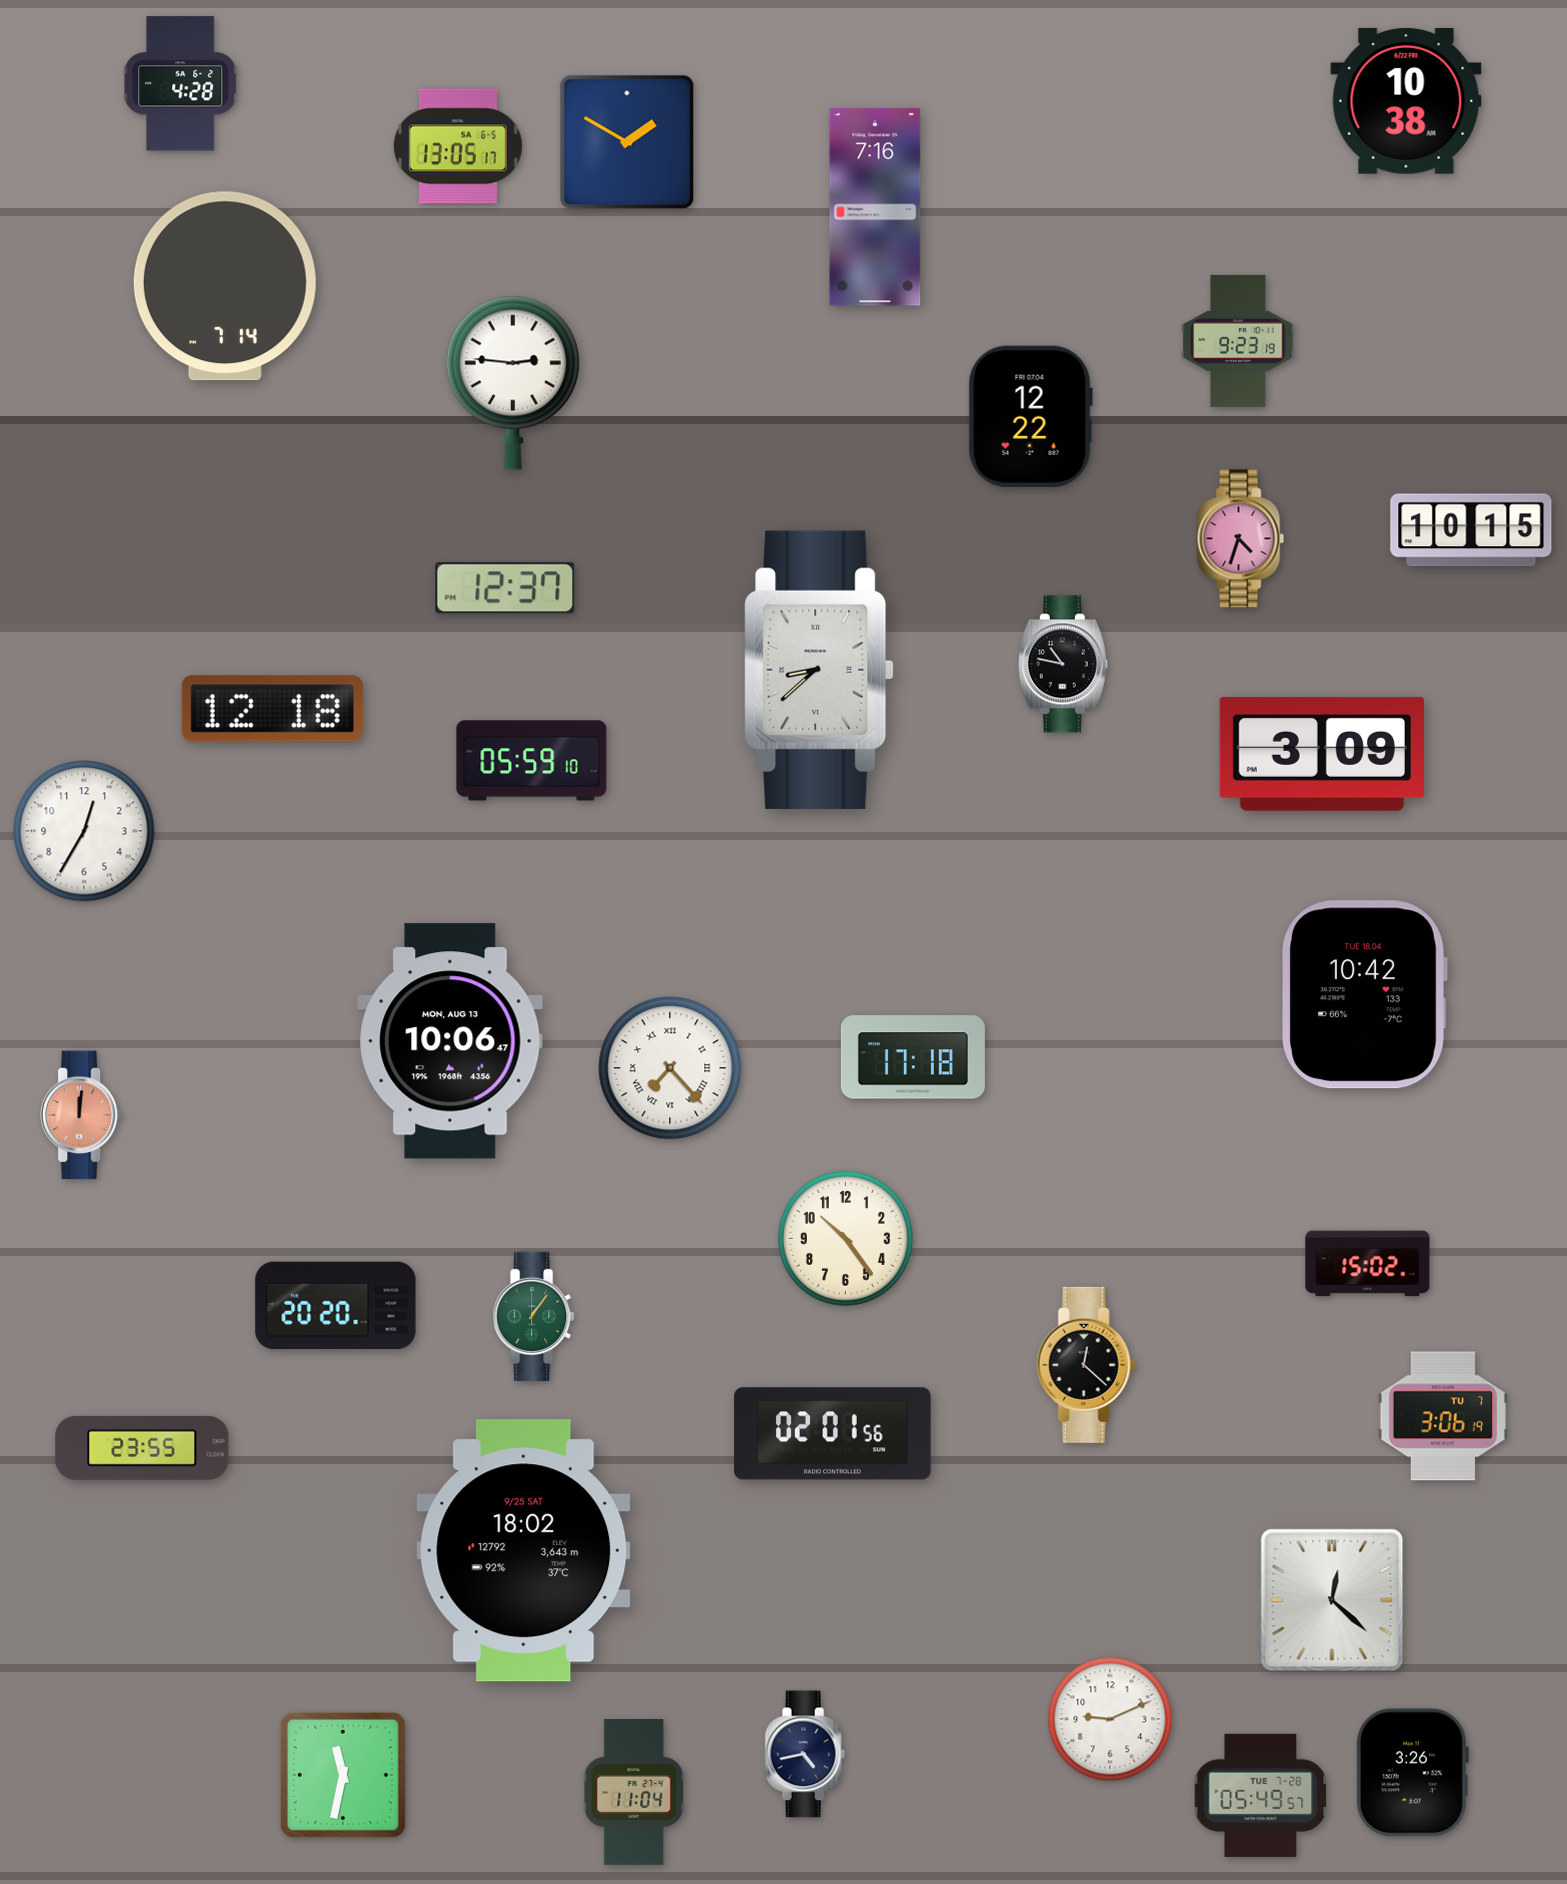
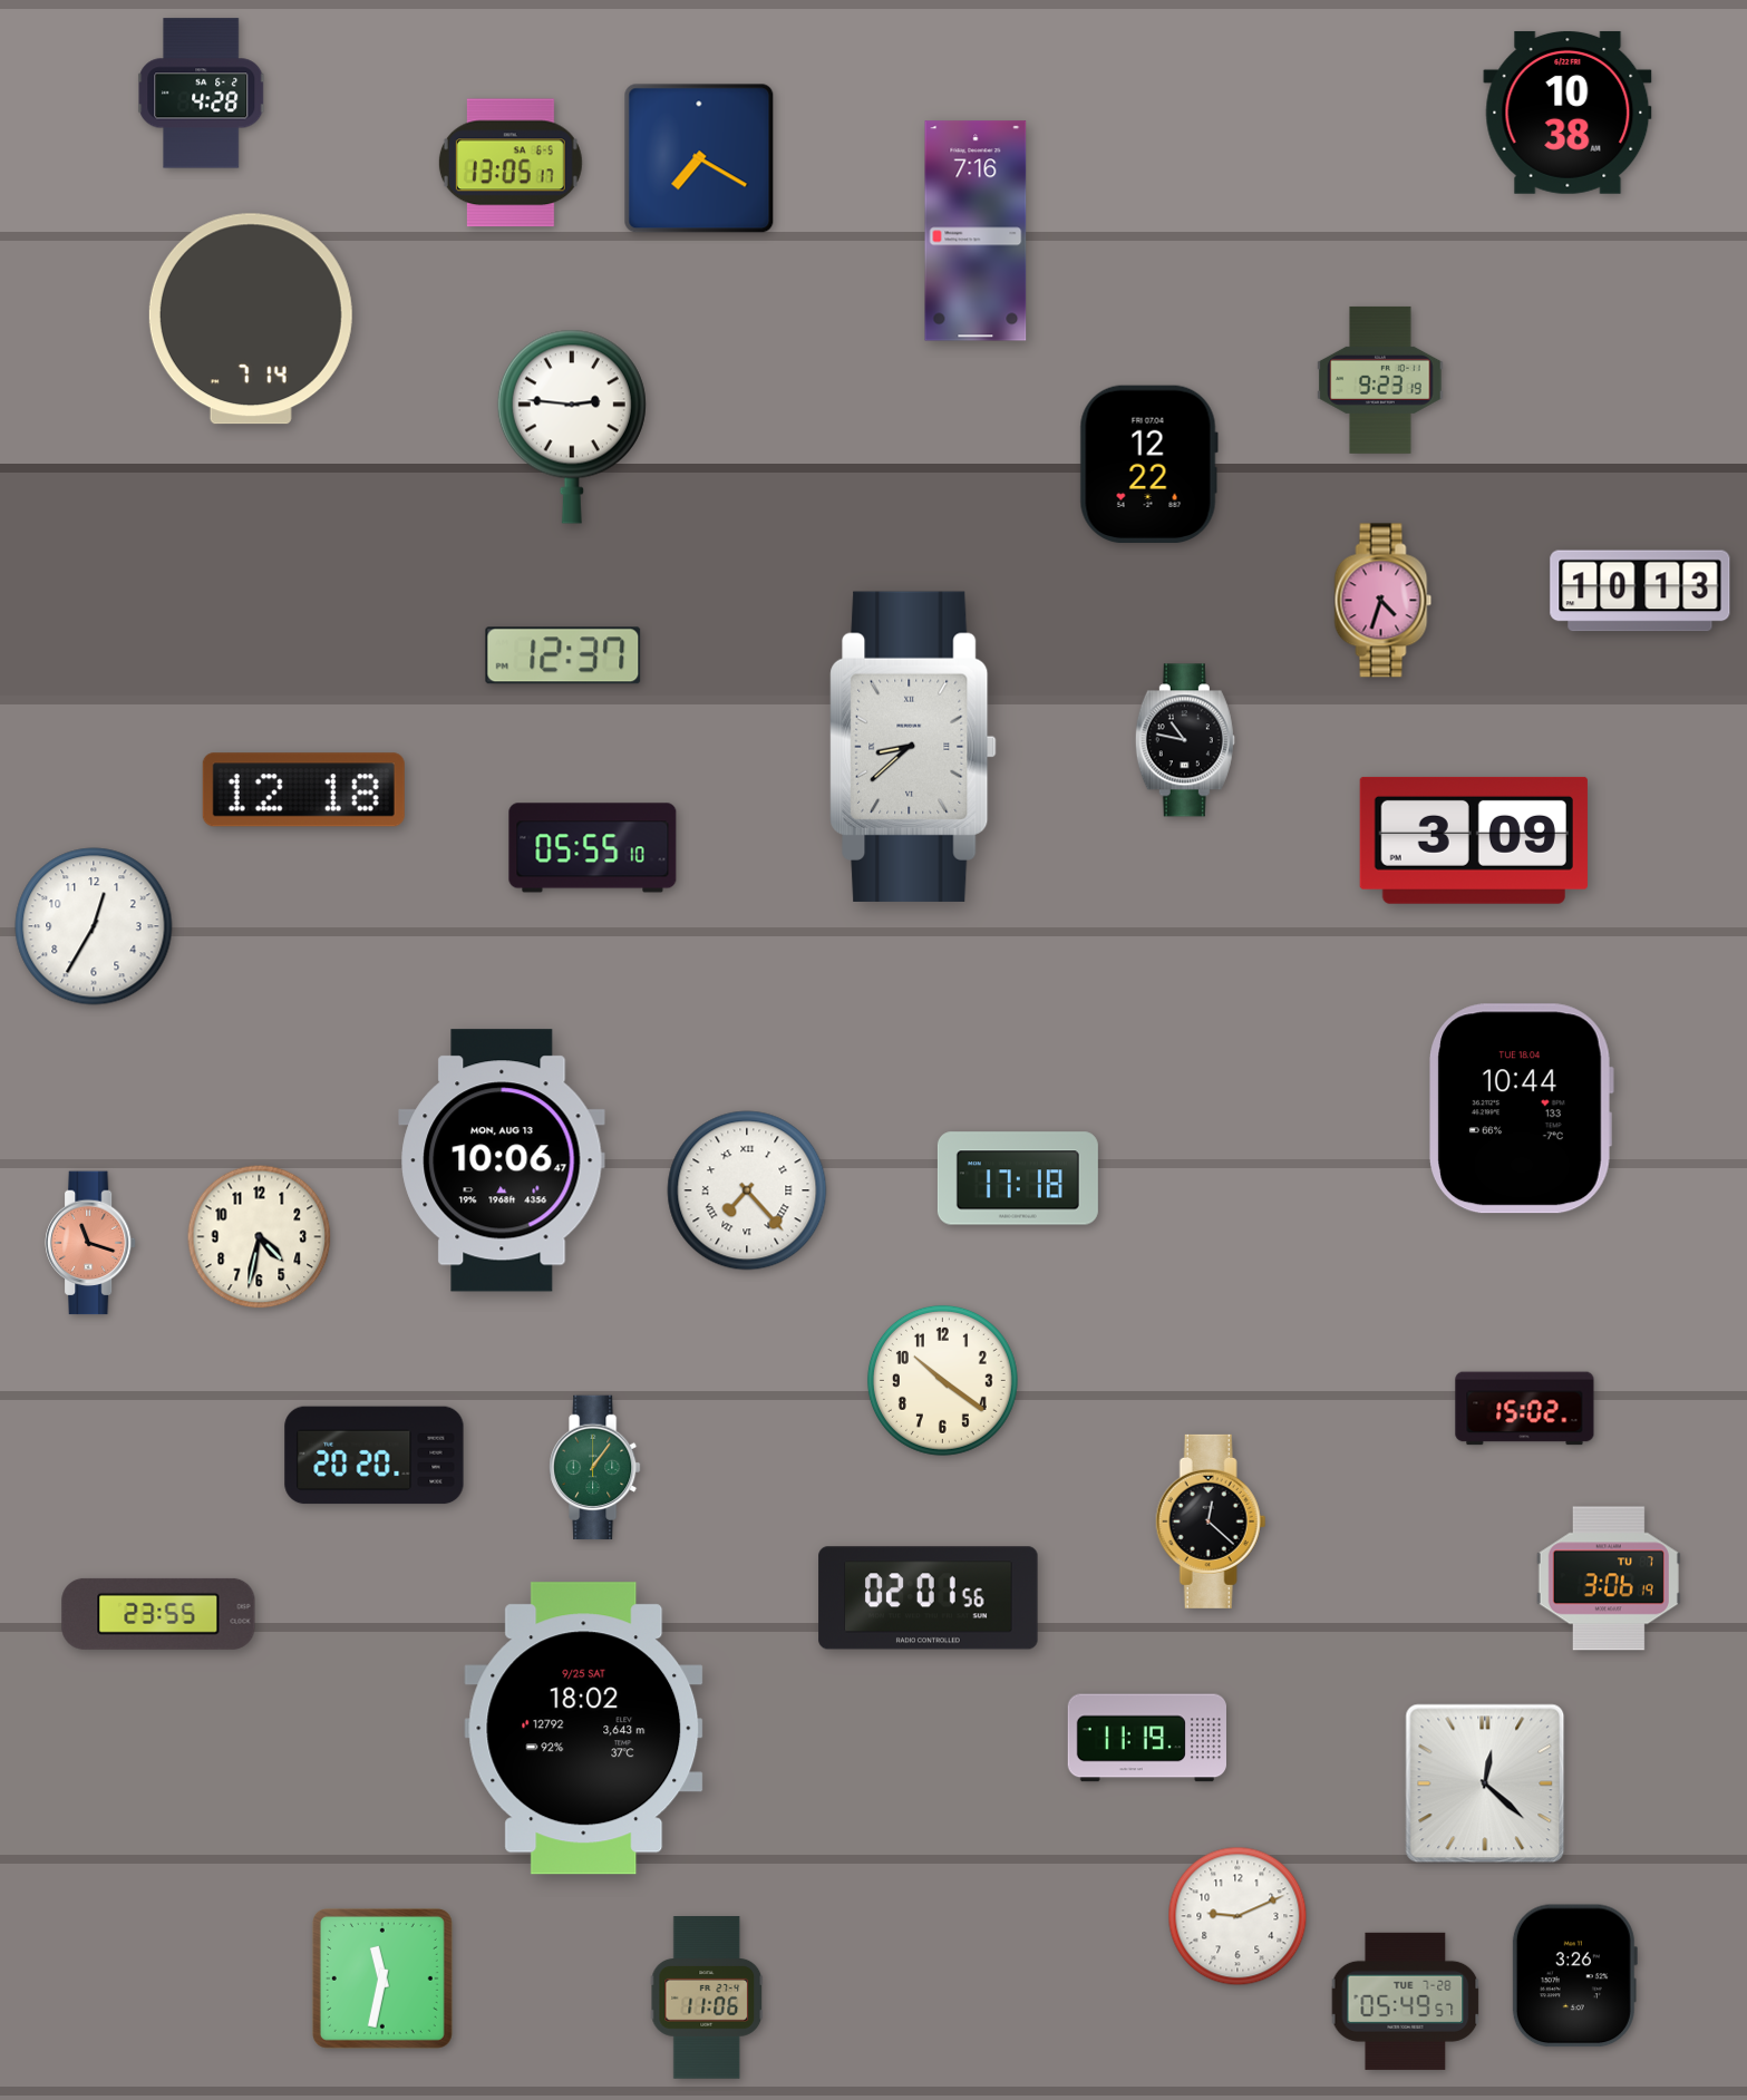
clock at (627, 142): 1:50 -> 7:20
clock at (1471, 530): 10:15 -> 10:13
clock at (532, 761): 05:59 -> 05:55
clock at (1364, 995): 10:42 -> 10:44
clock at (260, 1237): none -> 4:32
clock at (81, 1115): 12:01 -> 11:18
clock at (845, 1238): 10:24 -> 10:21
clock at (1147, 1738): none -> 11:19
clock at (805, 1754): 4:43 -> none
clock at (634, 1792): 11:04 -> 11:06
